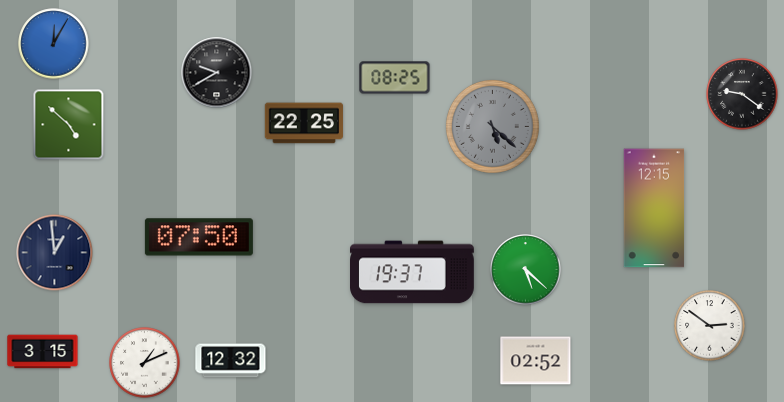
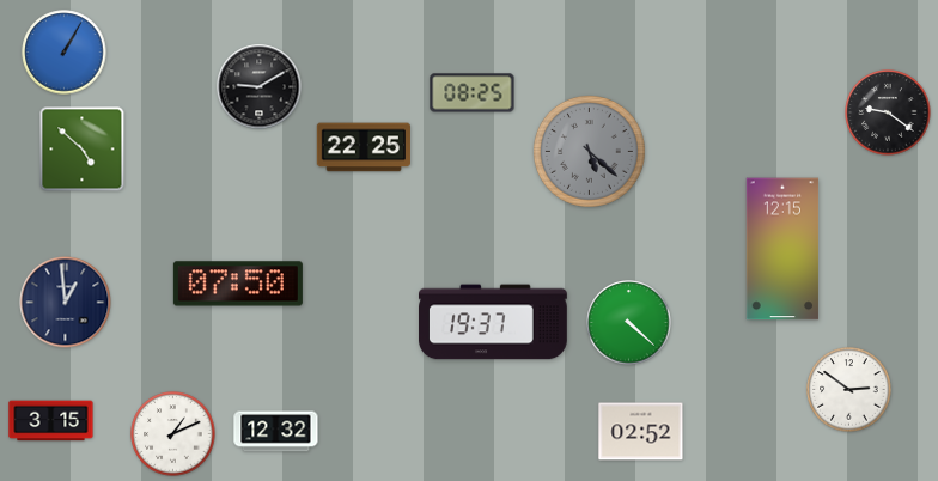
clock at (54, 44): 12:05 -> 1:05
clock at (217, 73): 9:40 -> 9:10
clock at (526, 270): 5:22 -> 4:22
clock at (413, 272) position: (413, 272) -> (494, 322)
